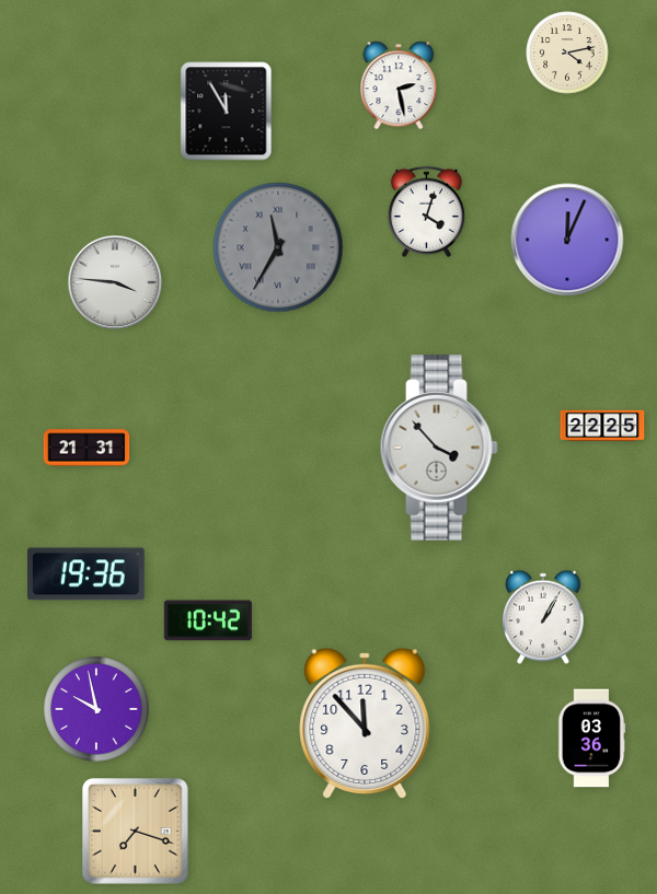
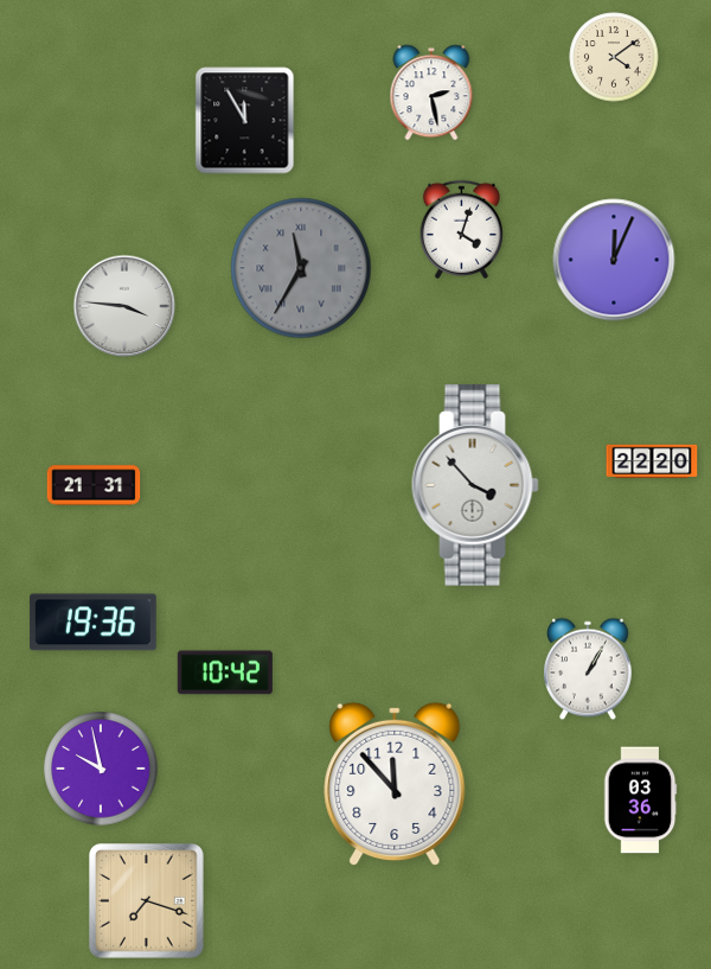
clock at (567, 53): 4:13 -> 4:09
clock at (602, 426): 22:25 -> 22:20
clock at (96, 709) position: (96, 709) -> (101, 769)
